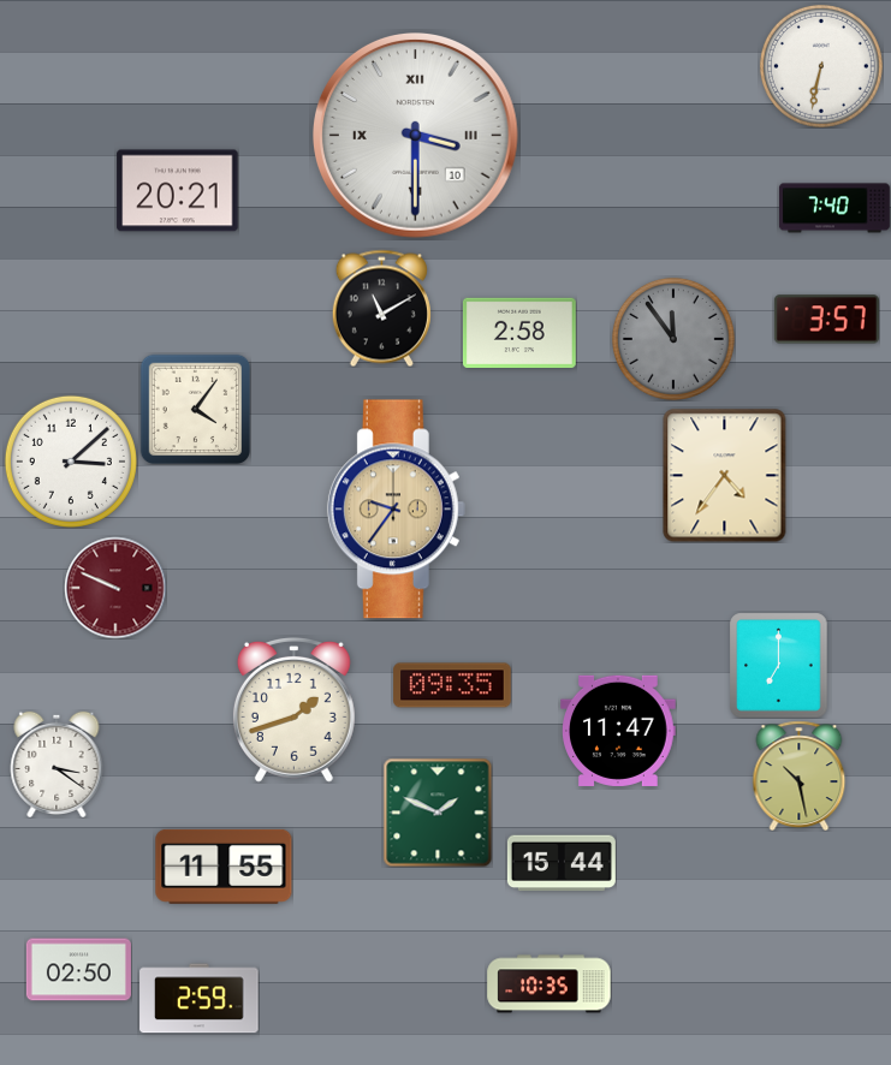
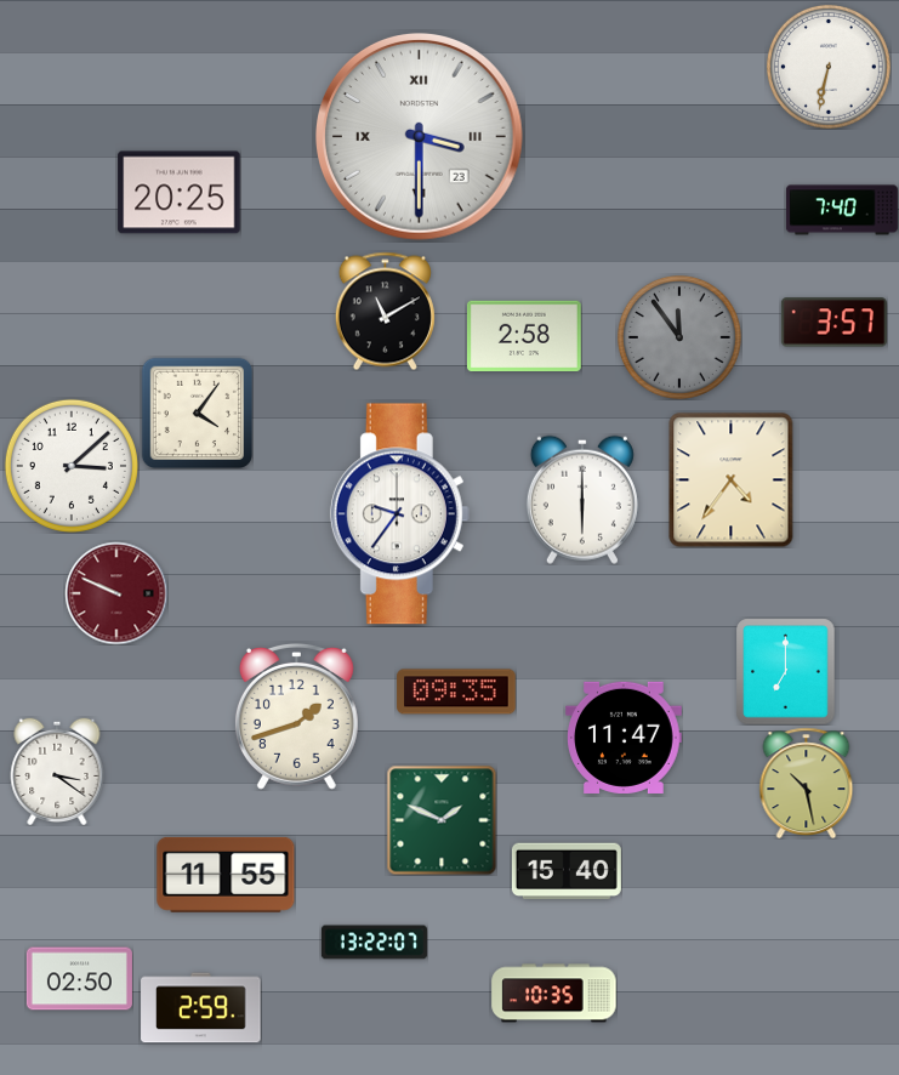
clock at (416, 136) date: 10 -> 23
clock at (178, 191): 20:21 -> 20:25
clock at (673, 339) position: (673, 339) -> (679, 337)
clock at (582, 500): none -> 6:00
clock at (396, 510) dial: champagne -> white
clock at (562, 863): 15:44 -> 15:40
clock at (374, 943): none -> 13:22
